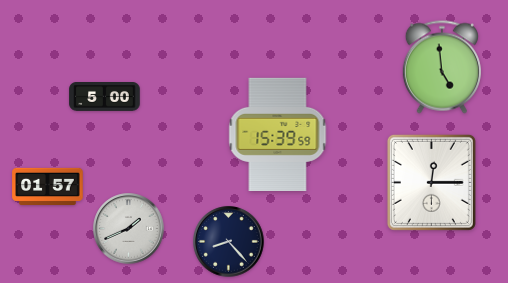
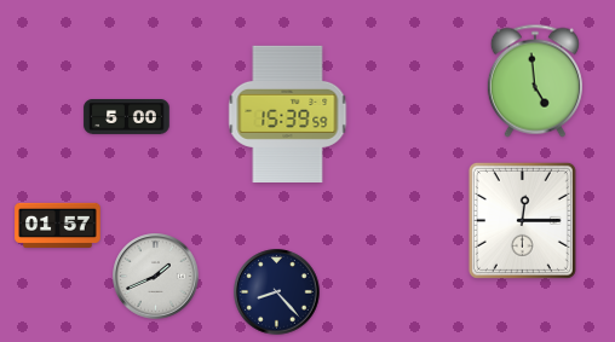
clock at (278, 134) position: (278, 134) -> (288, 114)
